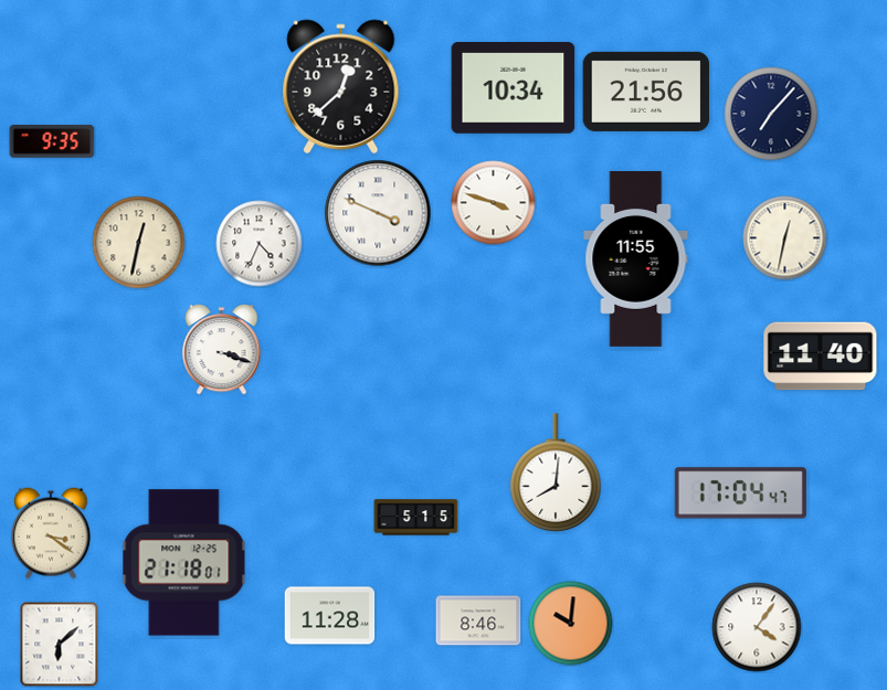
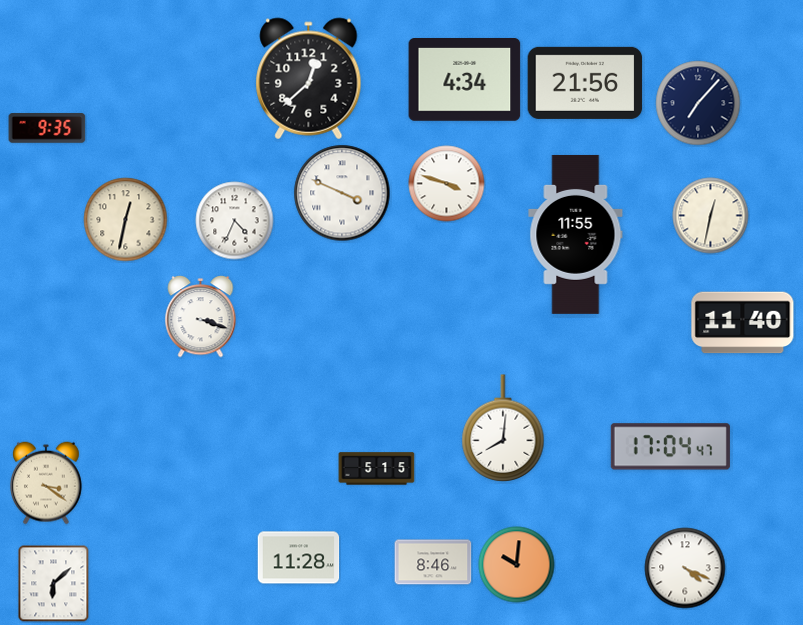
clock at (514, 88): 10:34 -> 4:34
clock at (184, 563): 21:18 -> none
clock at (757, 627): 4:06 -> 4:19
